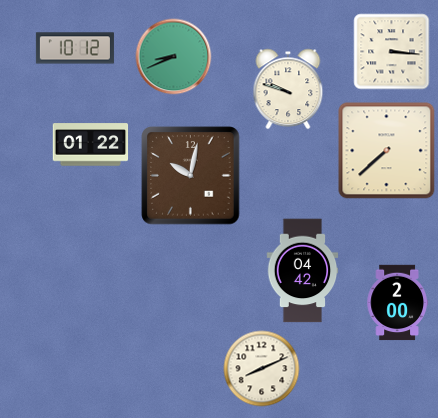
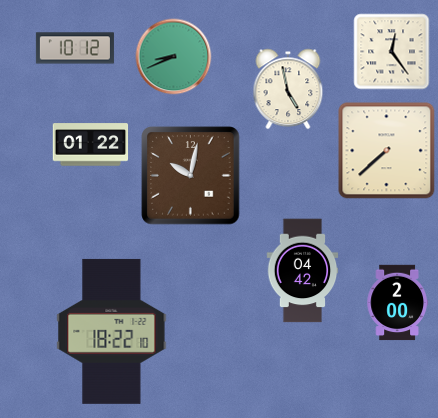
clock at (392, 52): 3:16 -> 12:24
clock at (288, 89): 9:48 -> 4:58
clock at (112, 331): none -> 18:22
clock at (262, 369): 8:11 -> none
